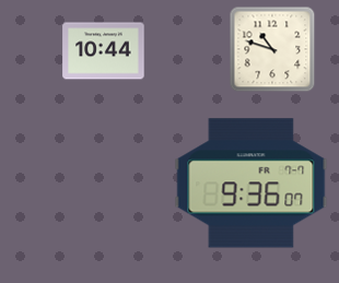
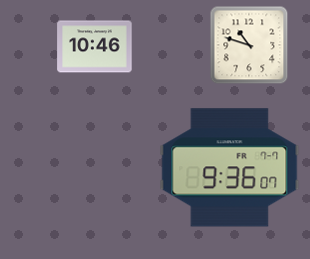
clock at (104, 51): 10:44 -> 10:46
